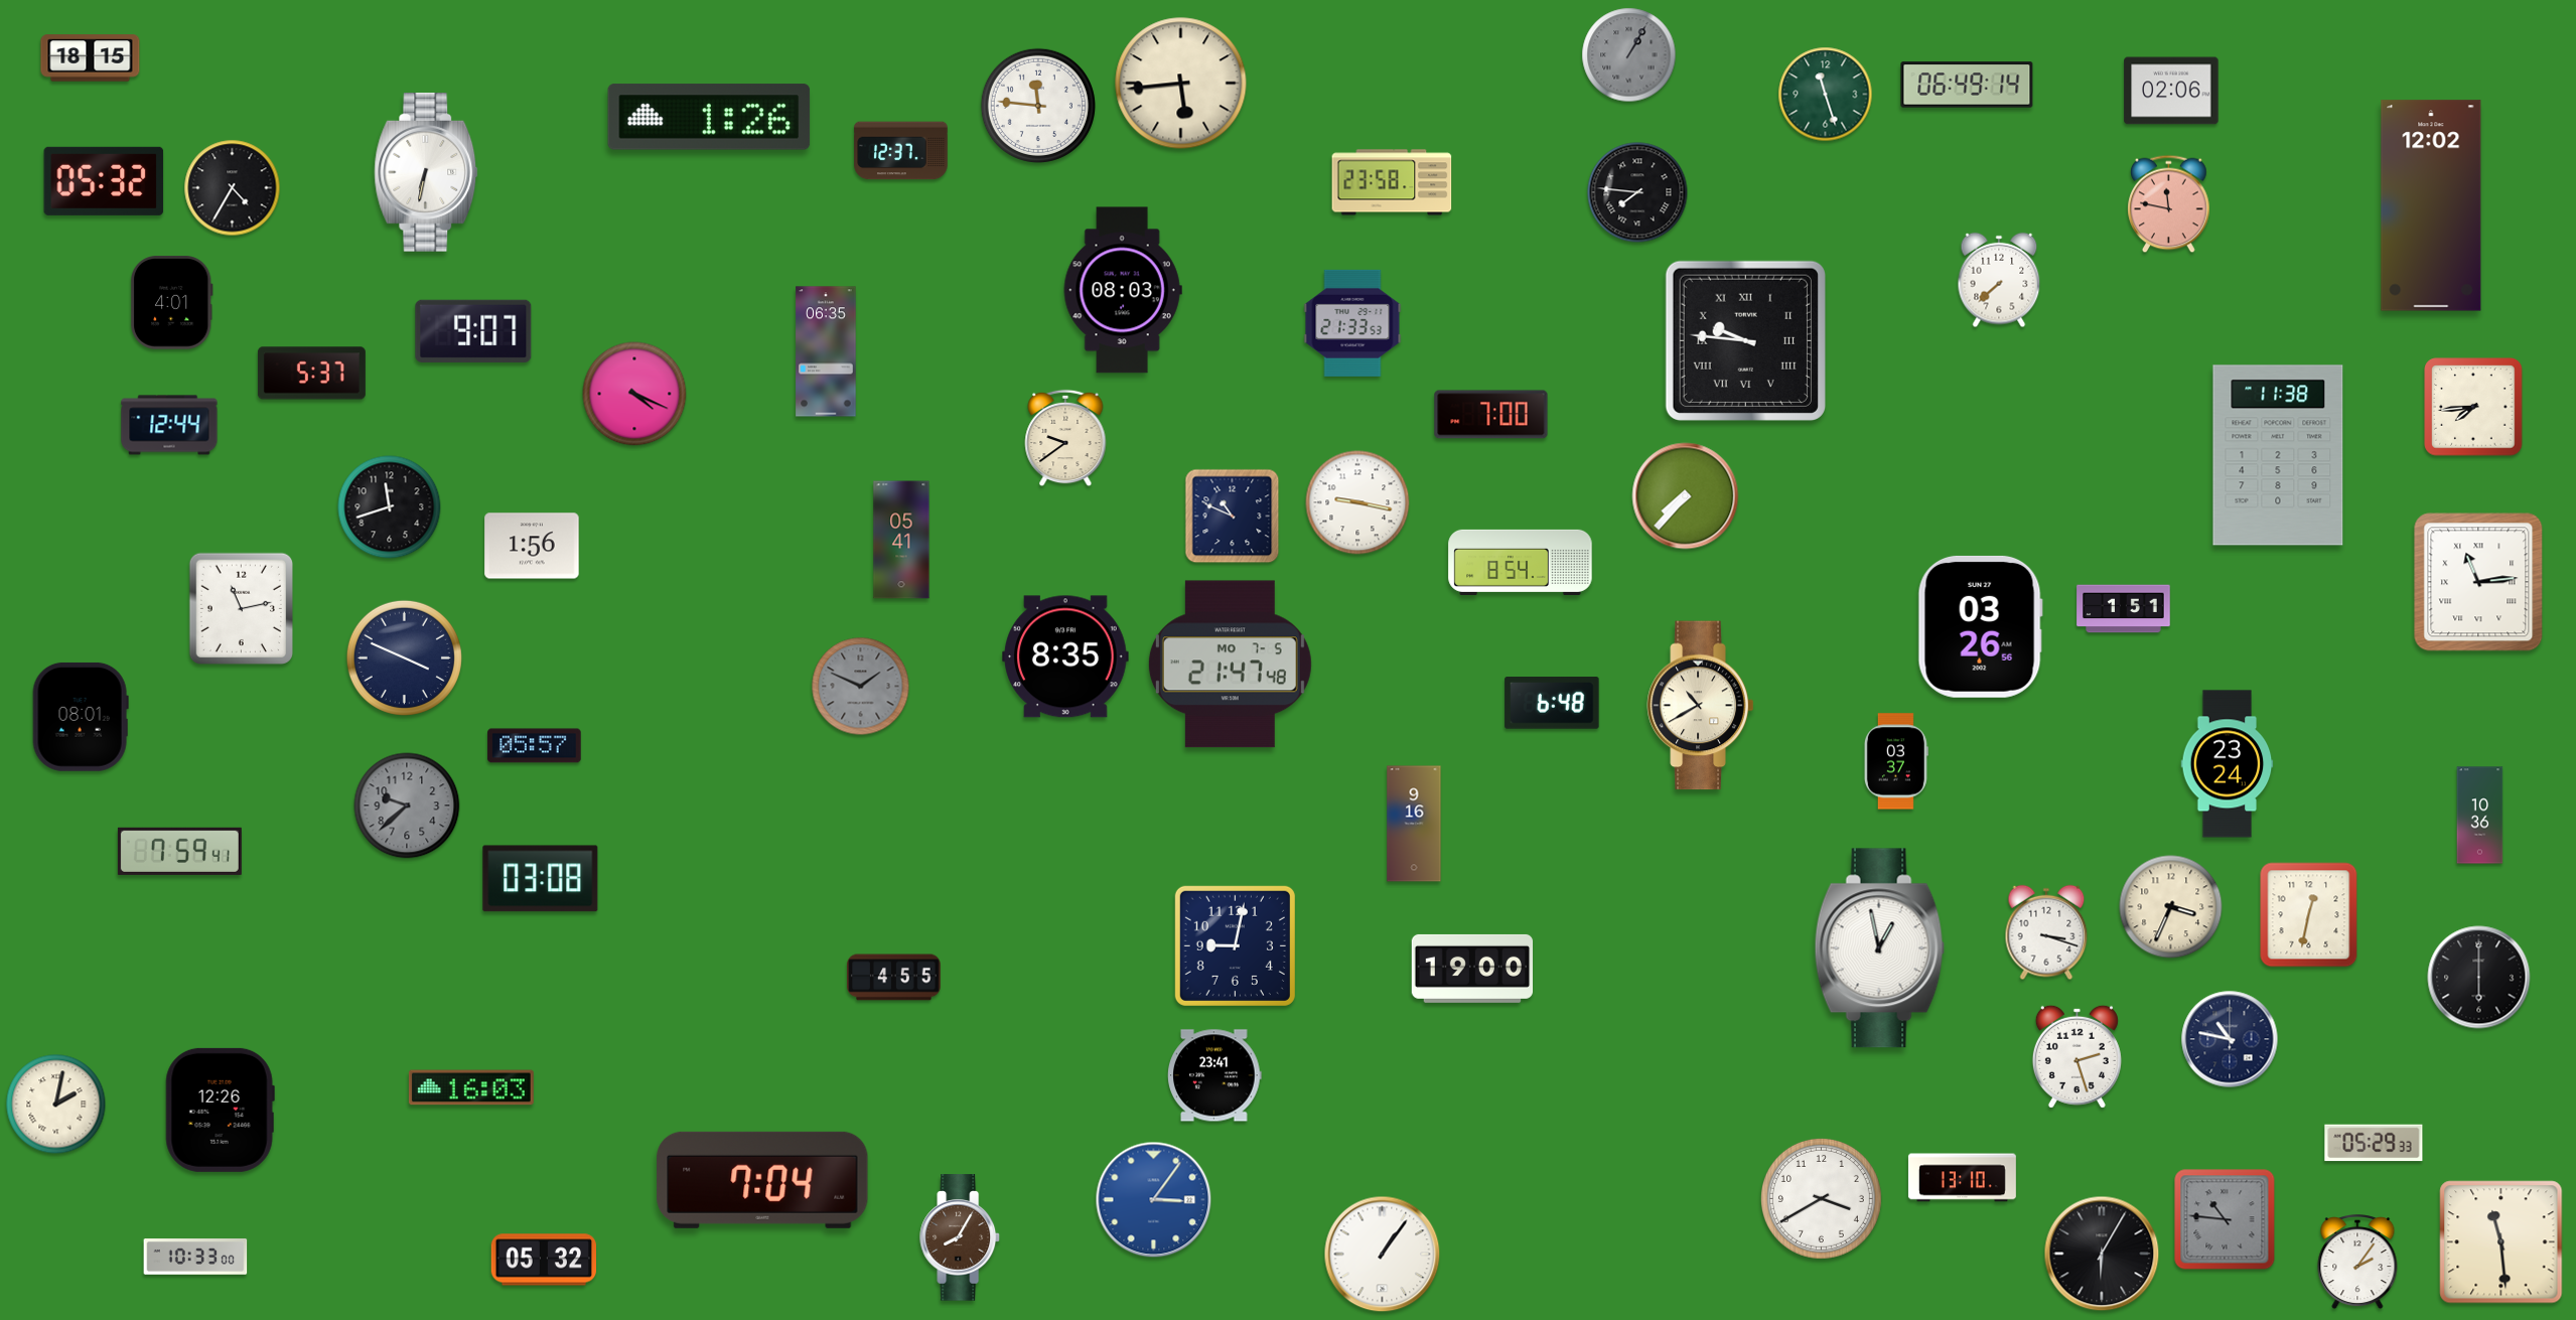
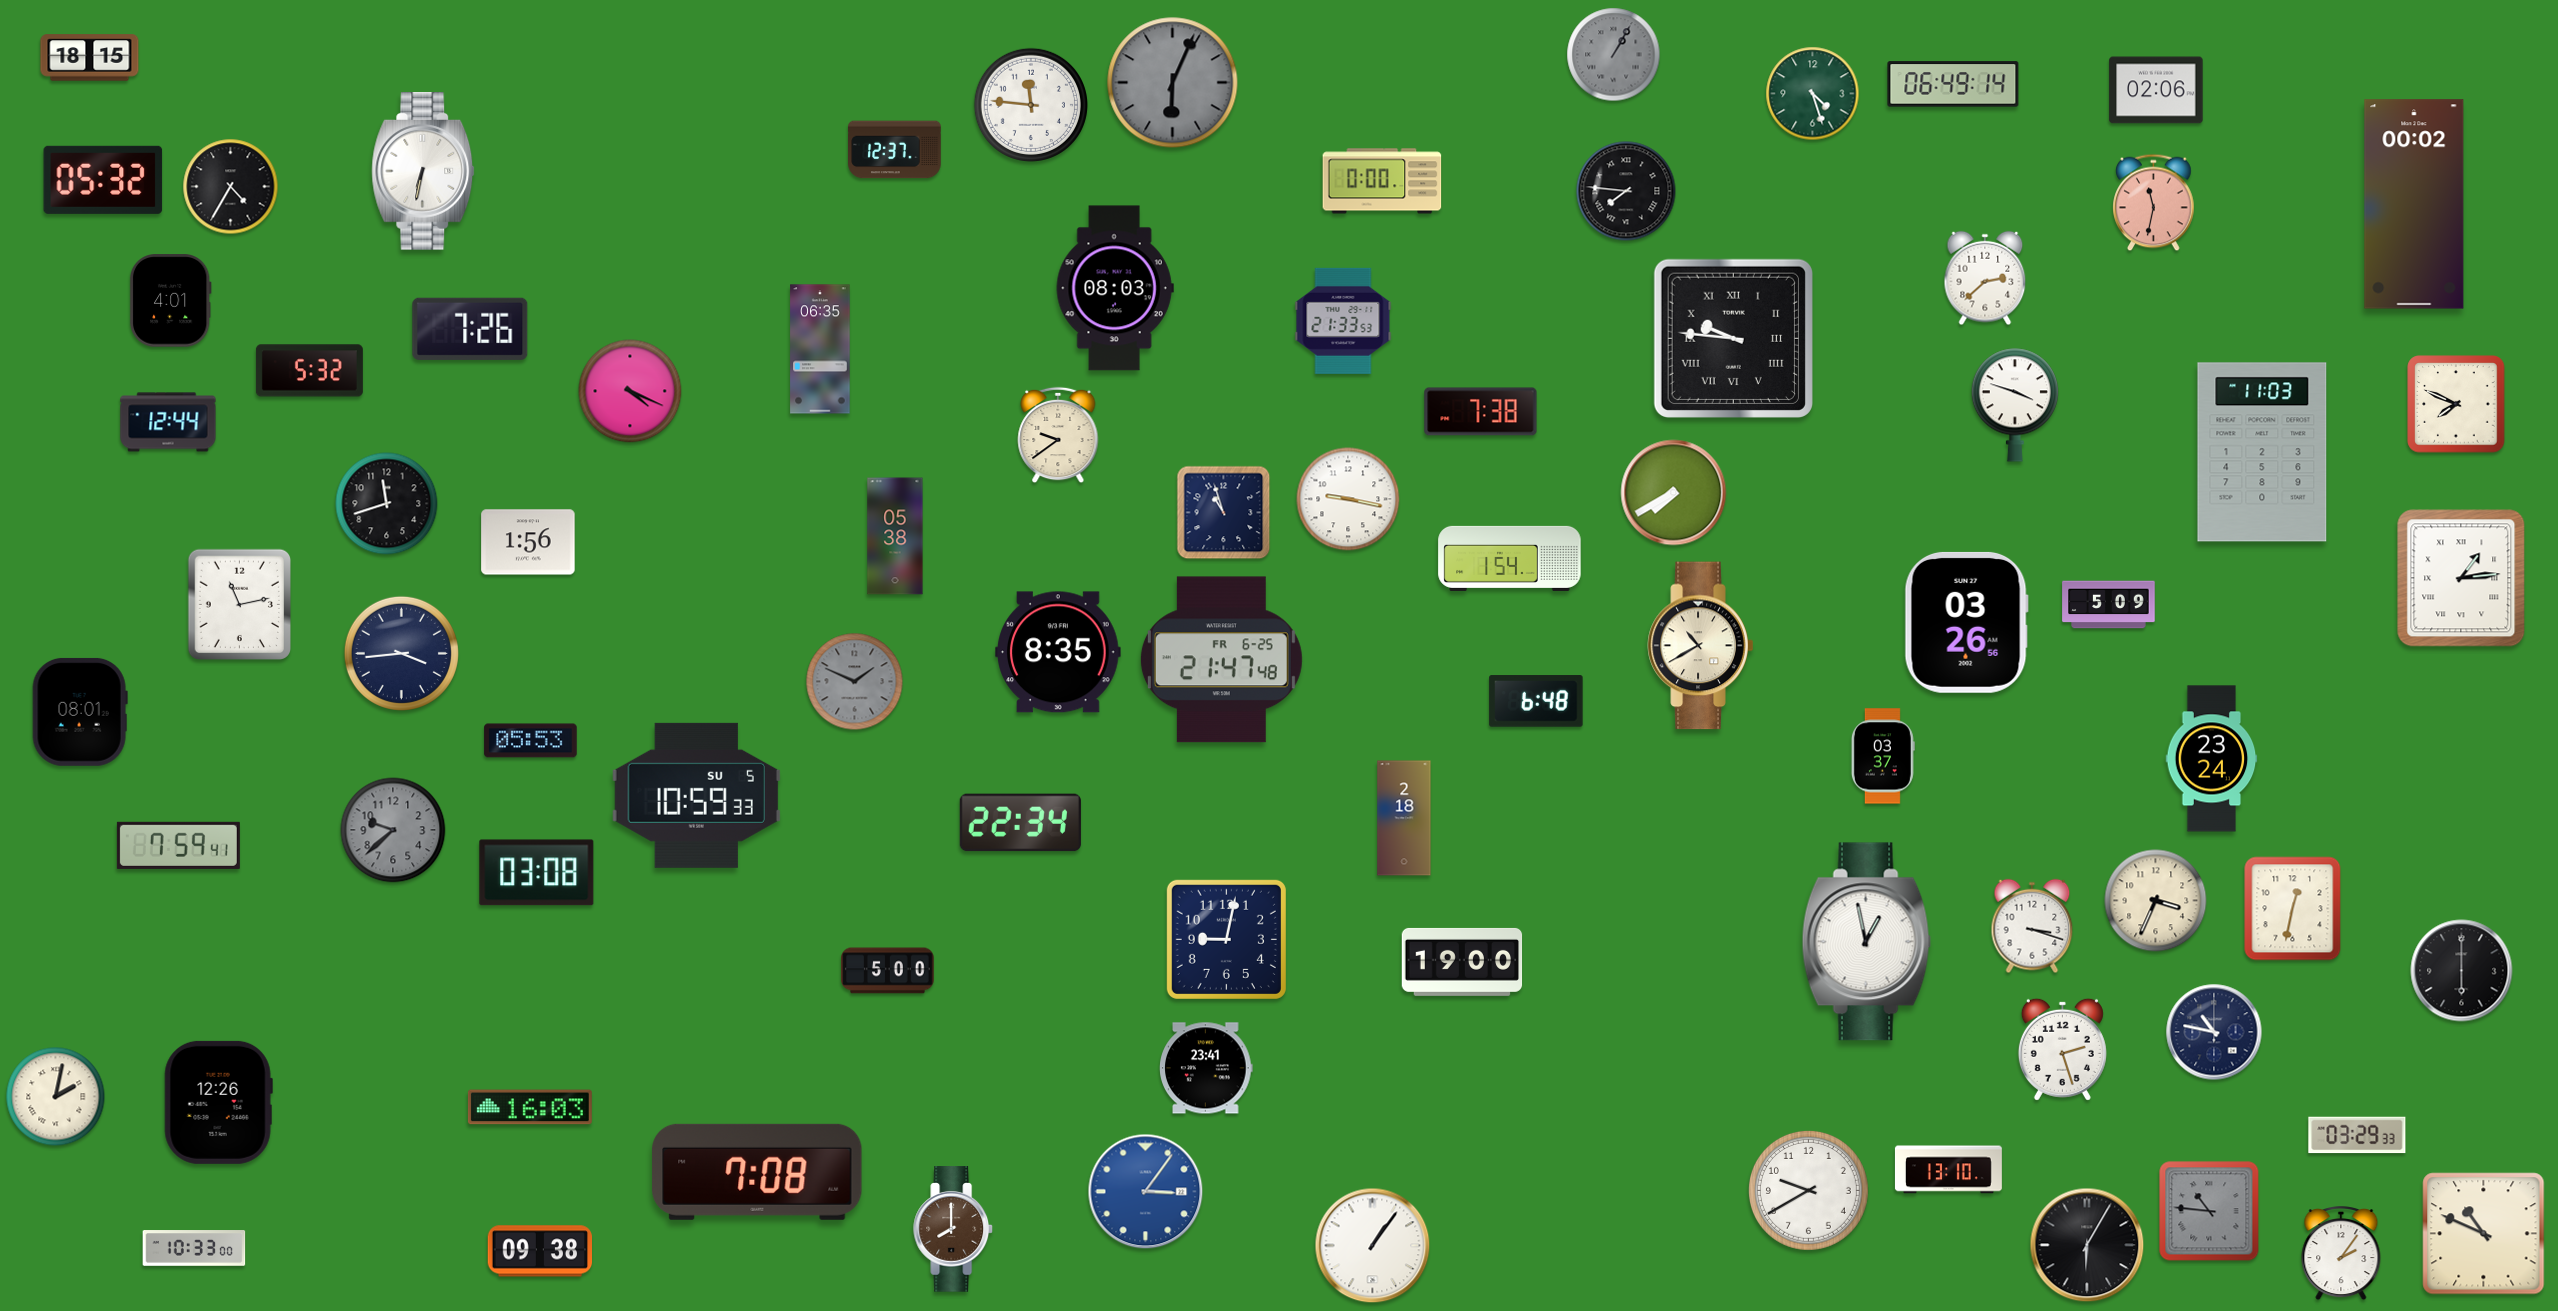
clock at (1629, 55) position: (1629, 55) -> (1614, 55)
clock at (1181, 84): 5:44 -> 6:04
clock at (1181, 84) dial: cream -> grey
clock at (1826, 95): 11:27 -> 4:27
clock at (709, 117): 1:26 -> none
clock at (1392, 182): 23:58 -> 0:00
clock at (2169, 204): 11:47 -> 11:32
clock at (2431, 205): 12:02 -> 00:02
clock at (1999, 280): 7:38 -> 2:38
clock at (473, 331): 9:07 -> 7:26
clock at (311, 374): 5:37 -> 5:32
clock at (2473, 407): 7:44 -> 7:49
clock at (2015, 405): none -> 3:48
clock at (1491, 415): 7:00 -> 7:38
clock at (2278, 455): 11:38 -> 11:03
clock at (1686, 496): 7:37 -> 7:40
clock at (1233, 517): 10:49 -> 10:57
clock at (901, 540): 05:41 -> 05:38
clock at (1521, 562): 8:54 -> 1:54
clock at (2478, 582): 11:14 -> 1:14
clock at (2124, 609): 1:51 -> 5:09
clock at (404, 657): 3:49 -> 3:44
clock at (1230, 665) date: MO 7-5 -> FR 6-25
clock at (1552, 703) position: (1552, 703) -> (1536, 701)
clock at (1701, 706) position: (1701, 706) -> (1701, 646)
clock at (535, 746): 05:57 -> 05:53
clock at (696, 795): none -> 10:59
clock at (407, 805) position: (407, 805) -> (393, 830)
clock at (2480, 816): 10:36 -> none
clock at (1414, 824): 9:16 -> 2:18
clock at (1020, 823): none -> 22:34
clock at (894, 978): 4:55 -> 5:00
clock at (471, 1087) position: (471, 1087) -> (530, 1107)
clock at (2374, 1143): 05:29 -> 03:29
clock at (762, 1180): 7:04 -> 7:08
clock at (1821, 1198): 3:40 -> 9:40
clock at (961, 1237): 8:05 -> 8:00
clock at (2501, 1242): 11:29 -> 10:49
clock at (543, 1260): 05:32 -> 09:38
